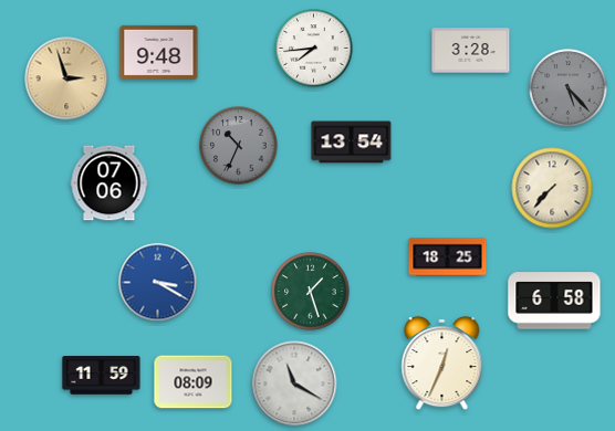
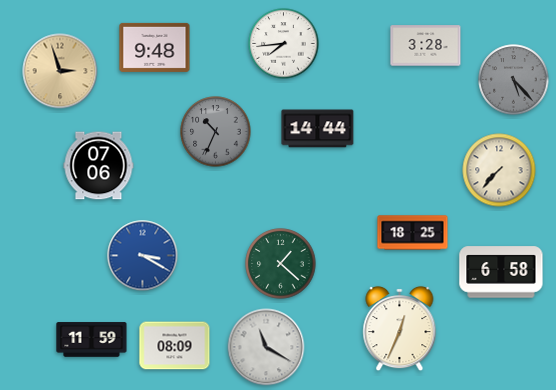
clock at (159, 52) position: (159, 52) -> (155, 47)
clock at (352, 143): 13:54 -> 14:44
clock at (448, 257) position: (448, 257) -> (413, 233)
clock at (311, 292): 1:27 -> 1:22
